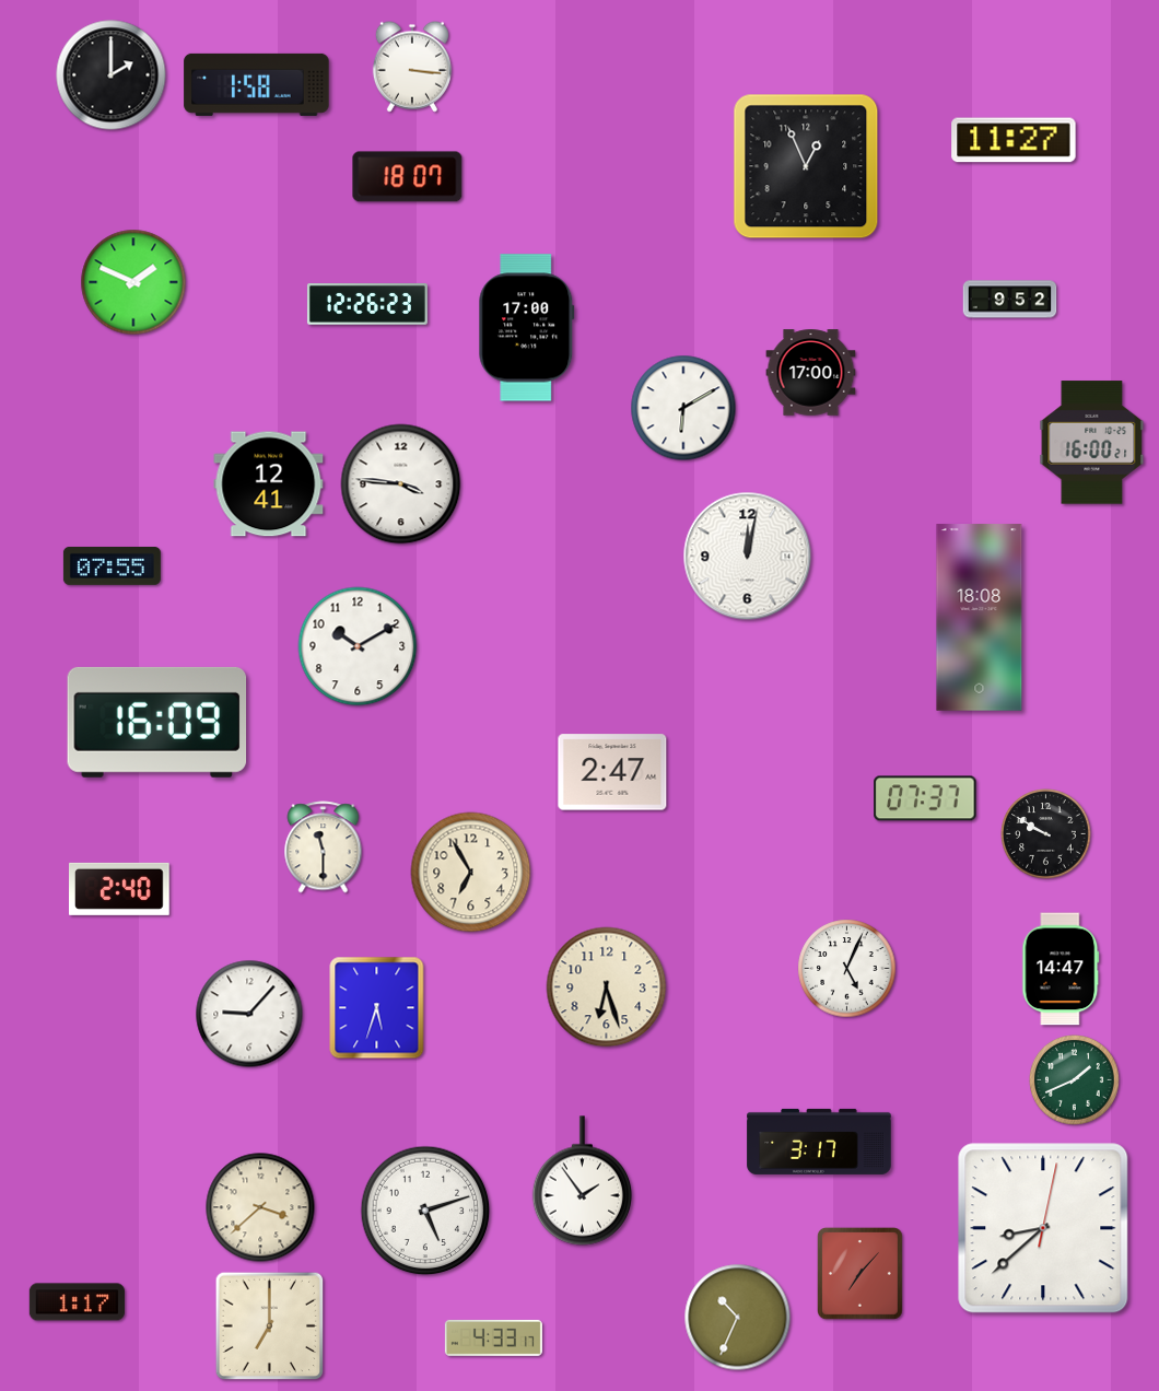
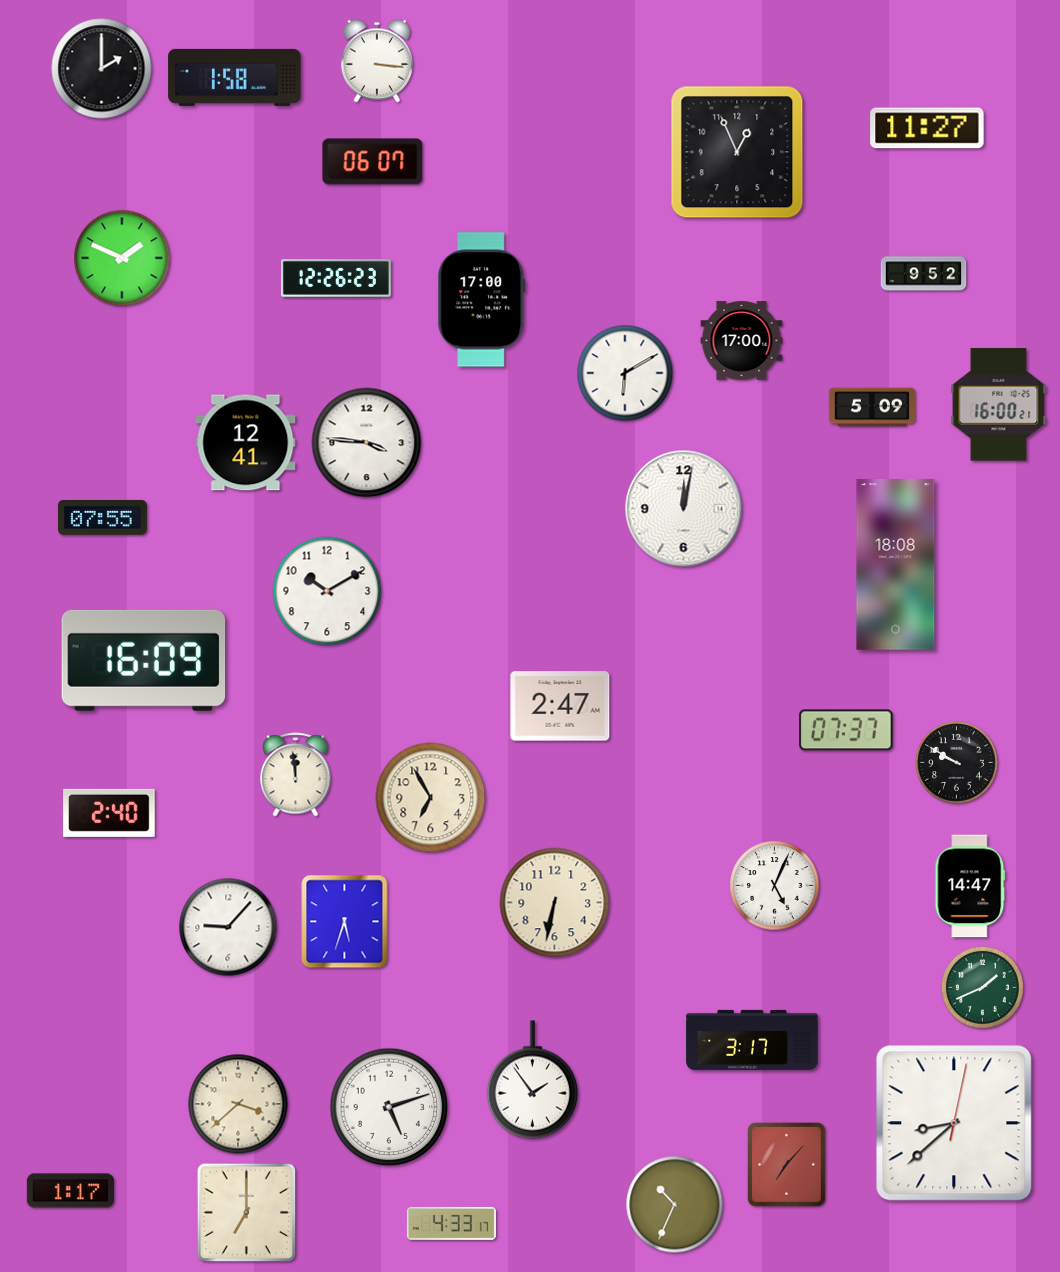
clock at (408, 177): 18:07 -> 06:07
clock at (872, 407): none -> 5:09
clock at (324, 848): 11:30 -> 11:59
clock at (607, 987): 6:27 -> 6:32
clock at (819, 1142) position: (819, 1142) -> (752, 1040)
